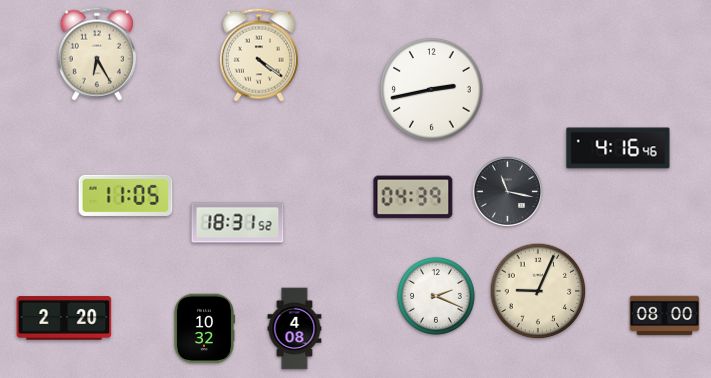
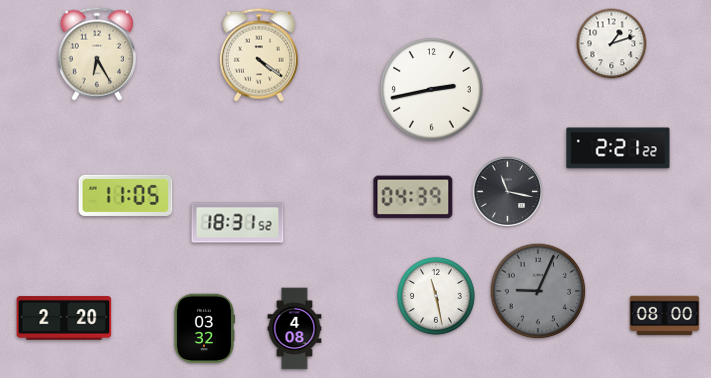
clock at (612, 44): none -> 1:12
clock at (618, 148): 4:16 -> 2:21
clock at (538, 291) dial: cream -> grey
clock at (436, 296): 2:19 -> 11:28
clock at (203, 329): 10:32 -> 03:32
